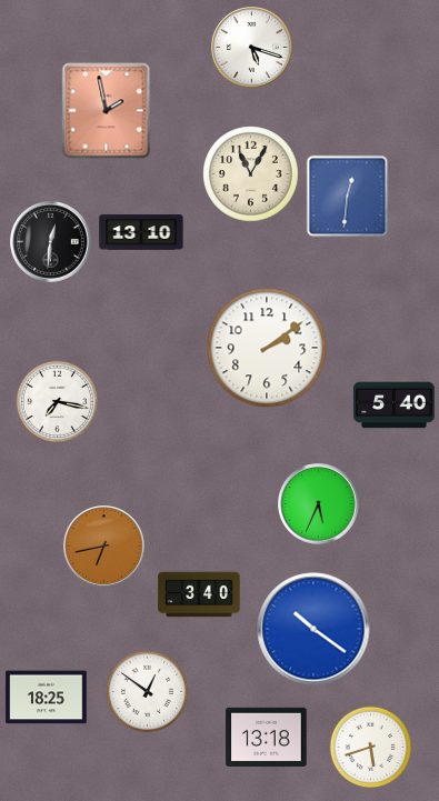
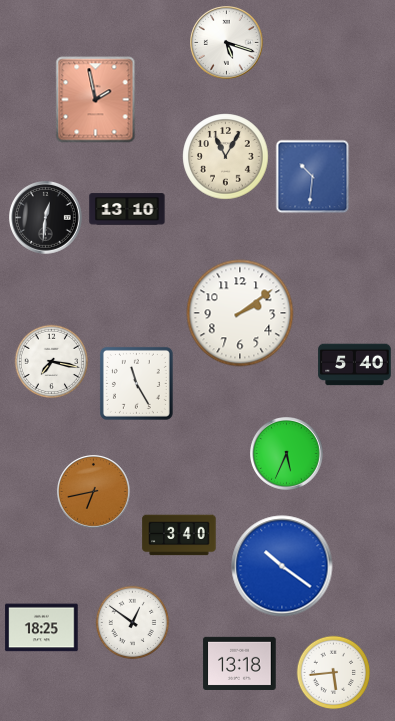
clock at (348, 197): 12:31 -> 10:31
clock at (136, 383): none -> 11:25
clock at (371, 748): 5:42 -> 5:44
